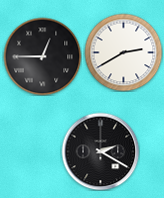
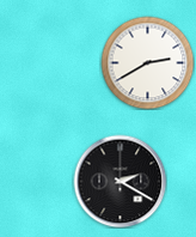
clock at (42, 56): 12:45 -> none
